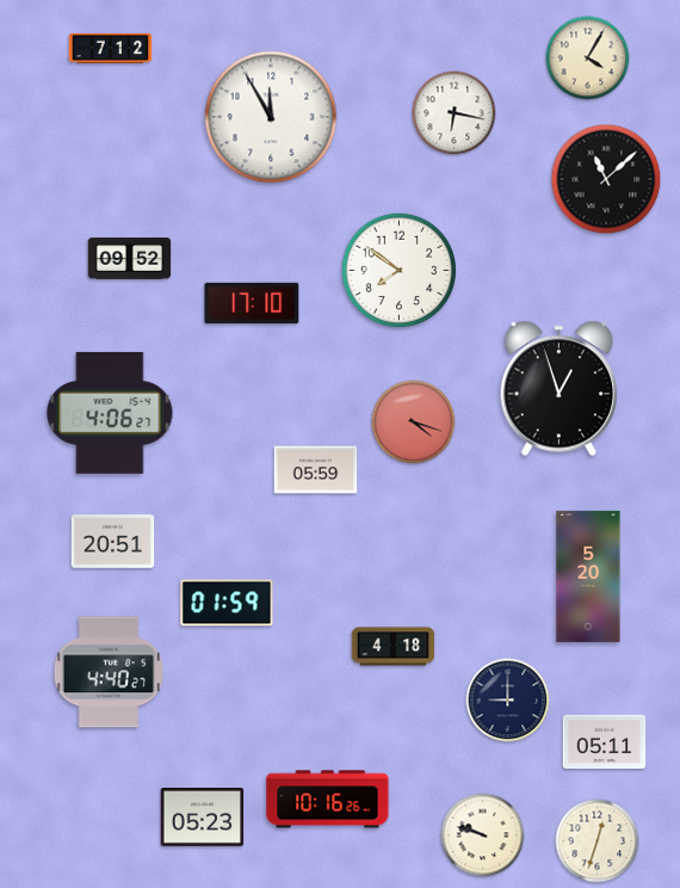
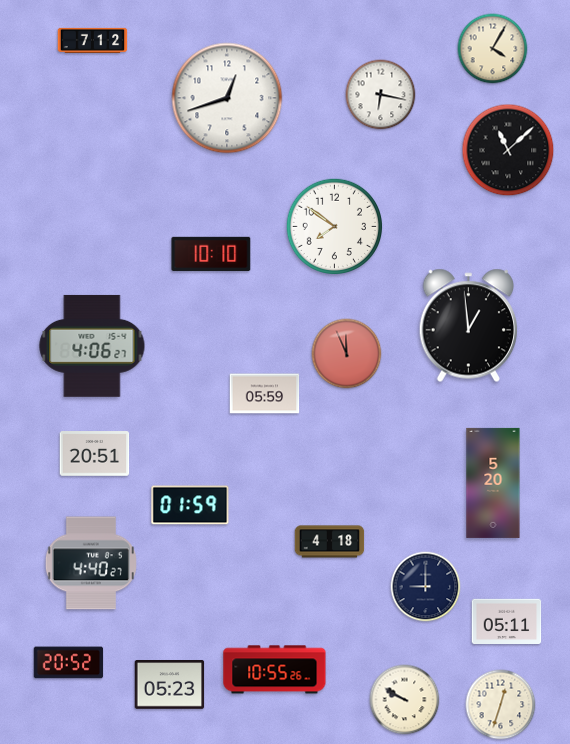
clock at (271, 117): 11:55 -> 12:42
clock at (130, 259): 09:52 -> none
clock at (252, 303): 17:10 -> 10:10
clock at (558, 389): 12:57 -> 12:59
clock at (414, 423): 4:18 -> 11:56
clock at (69, 663): none -> 20:52
clock at (328, 800): 10:16 -> 10:55
clock at (483, 835): 9:48 -> 9:50
